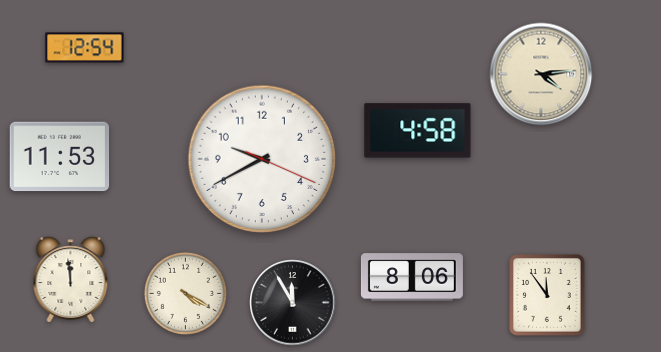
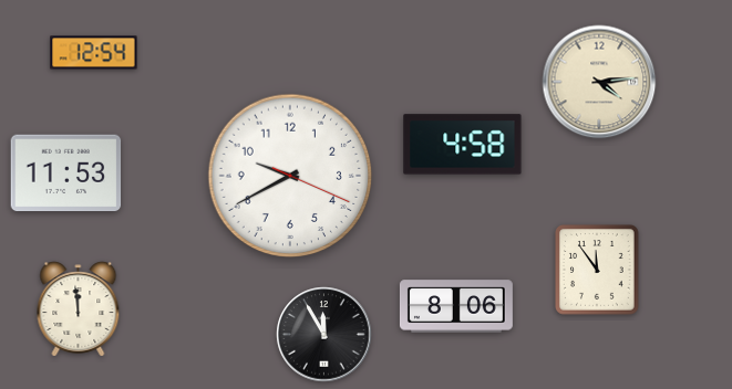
clock at (185, 293): 4:20 -> none
clock at (548, 295) position: (548, 295) -> (598, 270)
